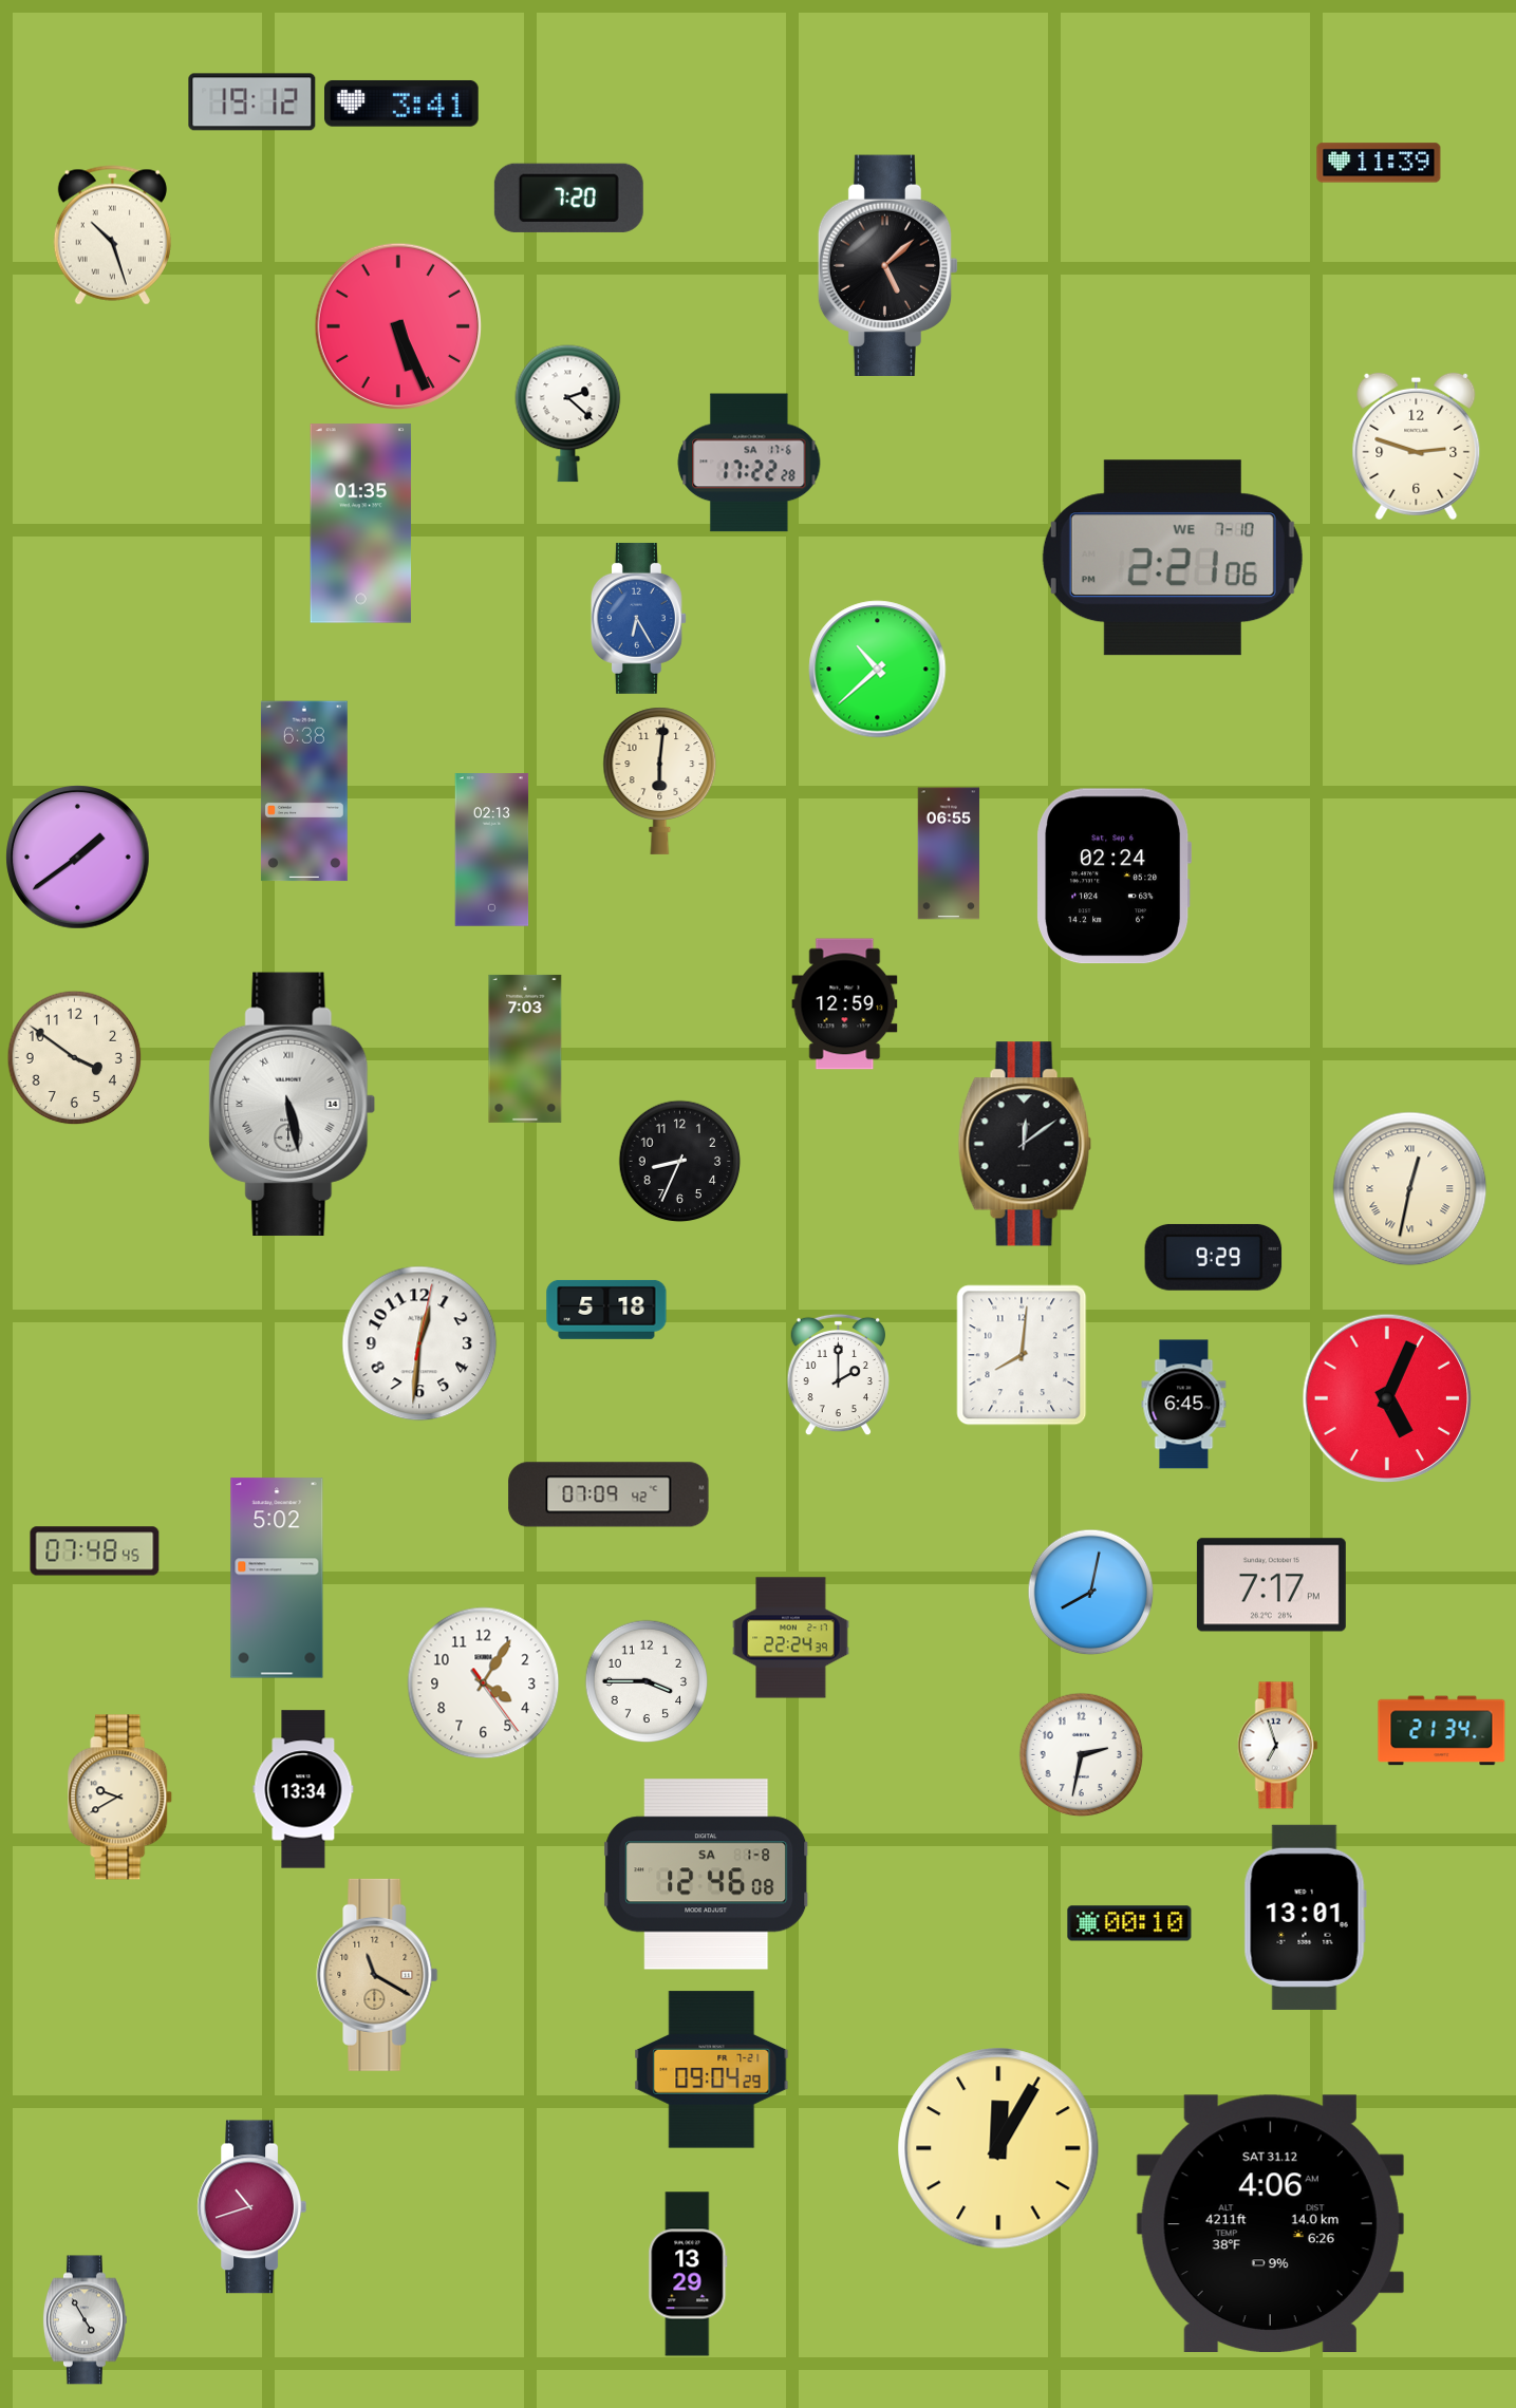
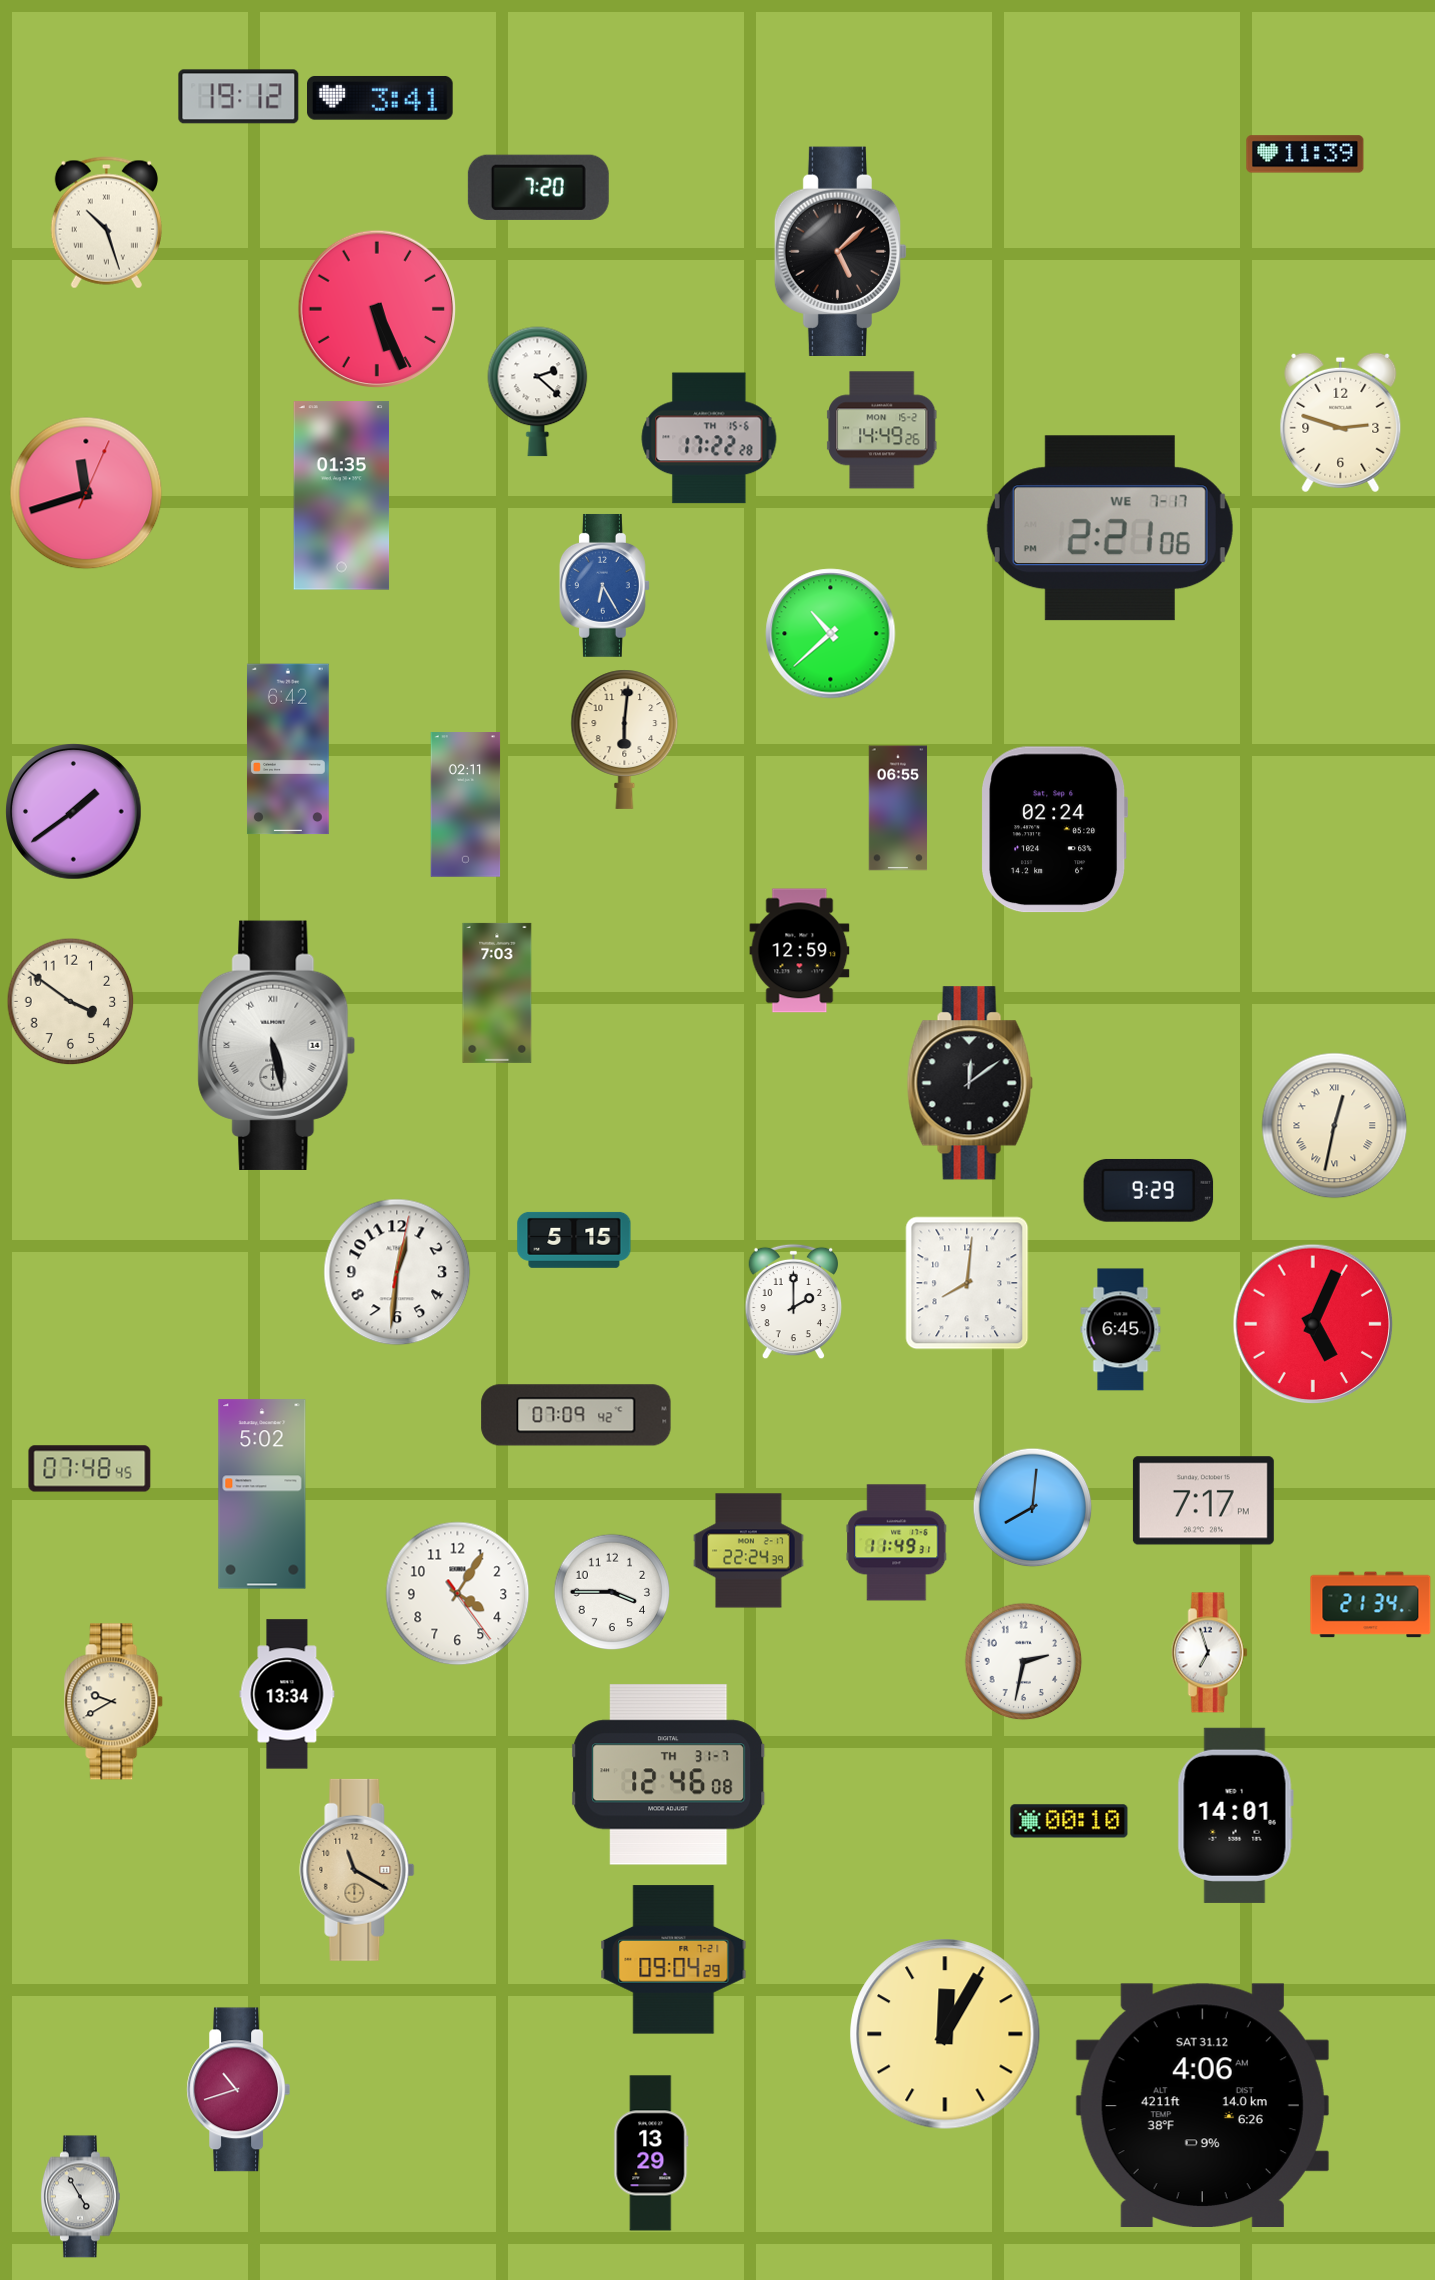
clock at (883, 430): none -> 14:49
clock at (749, 463) date: SA 17-6 -> TH 15-6
clock at (86, 493): none -> 11:42
clock at (1173, 558) date: WE 7-10 -> WE 7-17
clock at (304, 791): 6:38 -> 6:42
clock at (492, 850): 02:13 -> 02:11
clock at (680, 1162): 8:34 -> none
clock at (606, 1310): 5:18 -> 5:15
clock at (1091, 1593): 8:02 -> 8:01
clock at (897, 1543): none -> 11:49
clock at (1442, 1731) position: (1442, 1731) -> (1371, 1605)
clock at (707, 1875) date: SA 1-8 -> TH 31-7
clock at (1305, 1917): 13:01 -> 14:01
